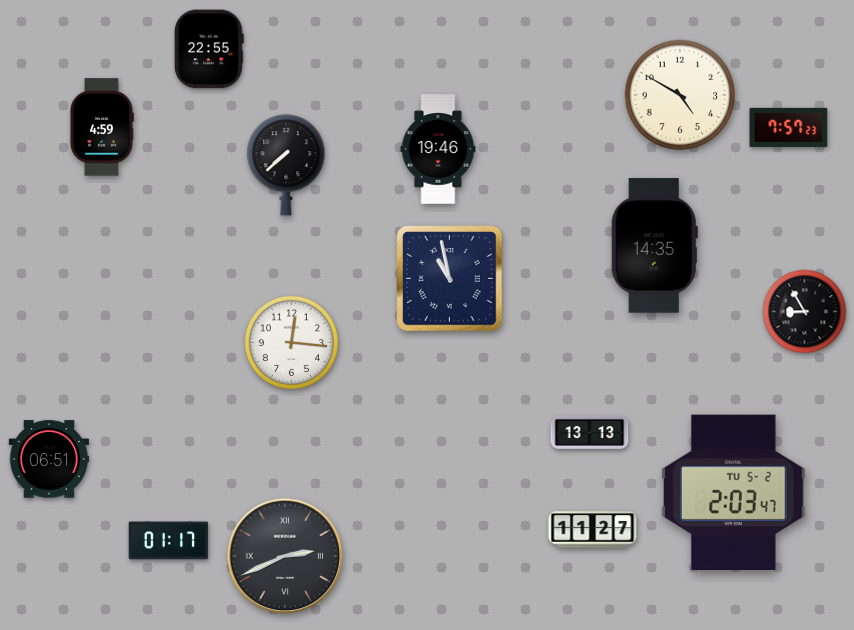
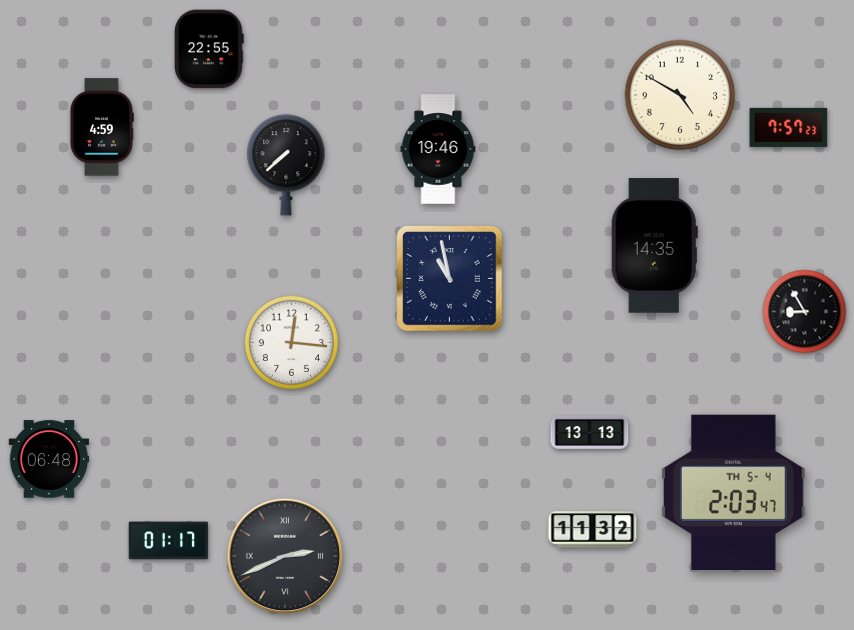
clock at (49, 459): 06:51 -> 06:48
clock at (733, 492) date: TU 5-2 -> TH 5-4
clock at (593, 530): 11:27 -> 11:32
